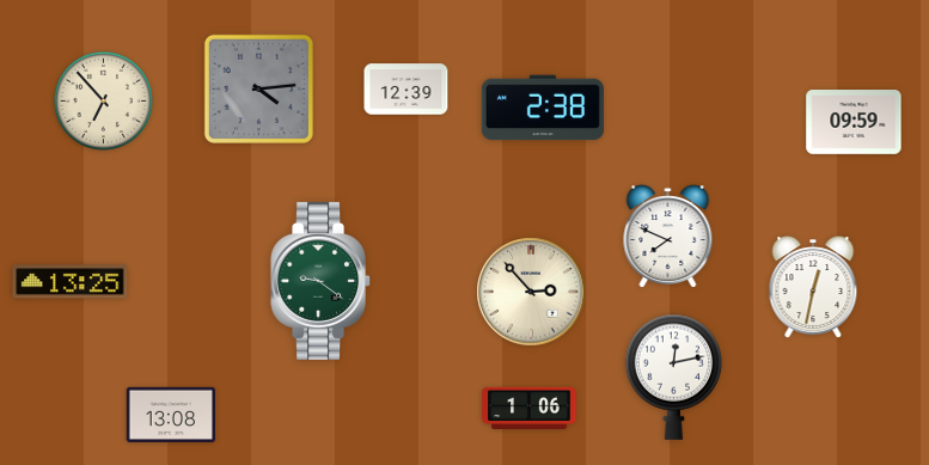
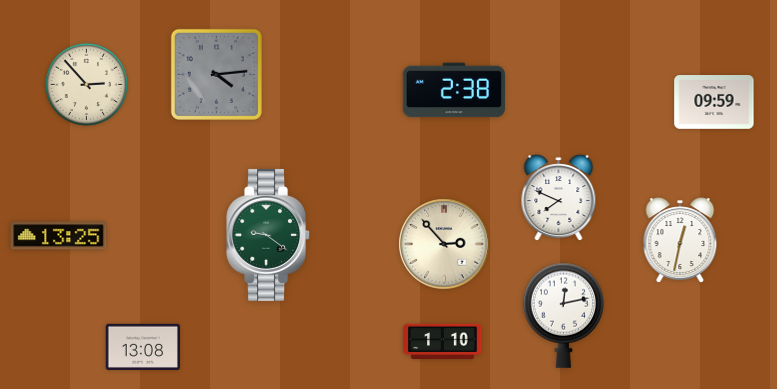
clock at (407, 90): 12:39 -> none
clock at (103, 100): 6:53 -> 2:53
clock at (530, 408): 1:06 -> 1:10
